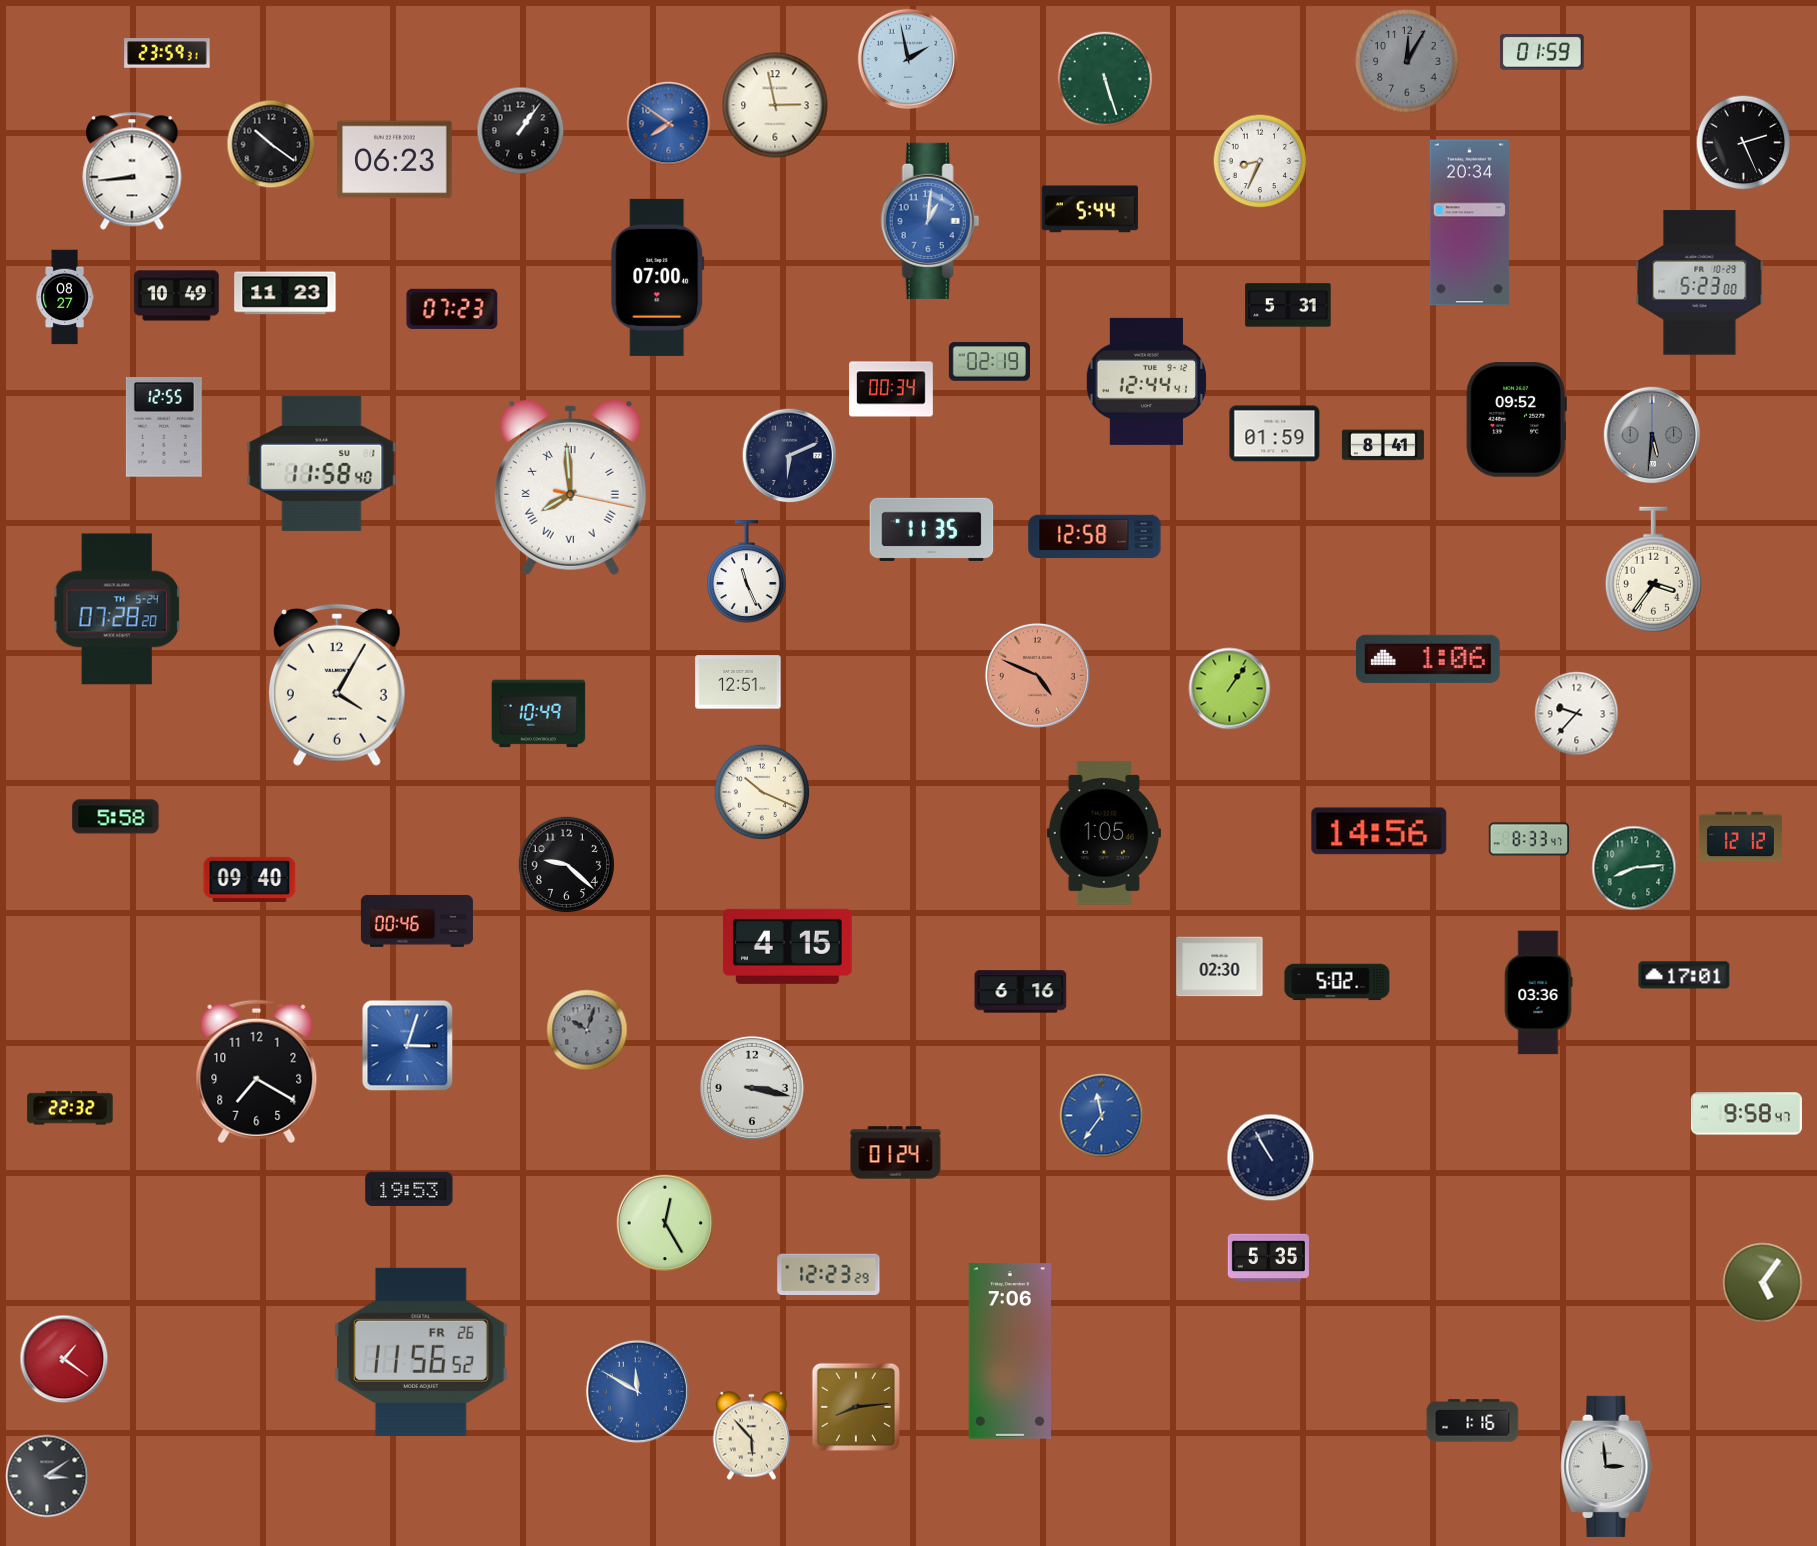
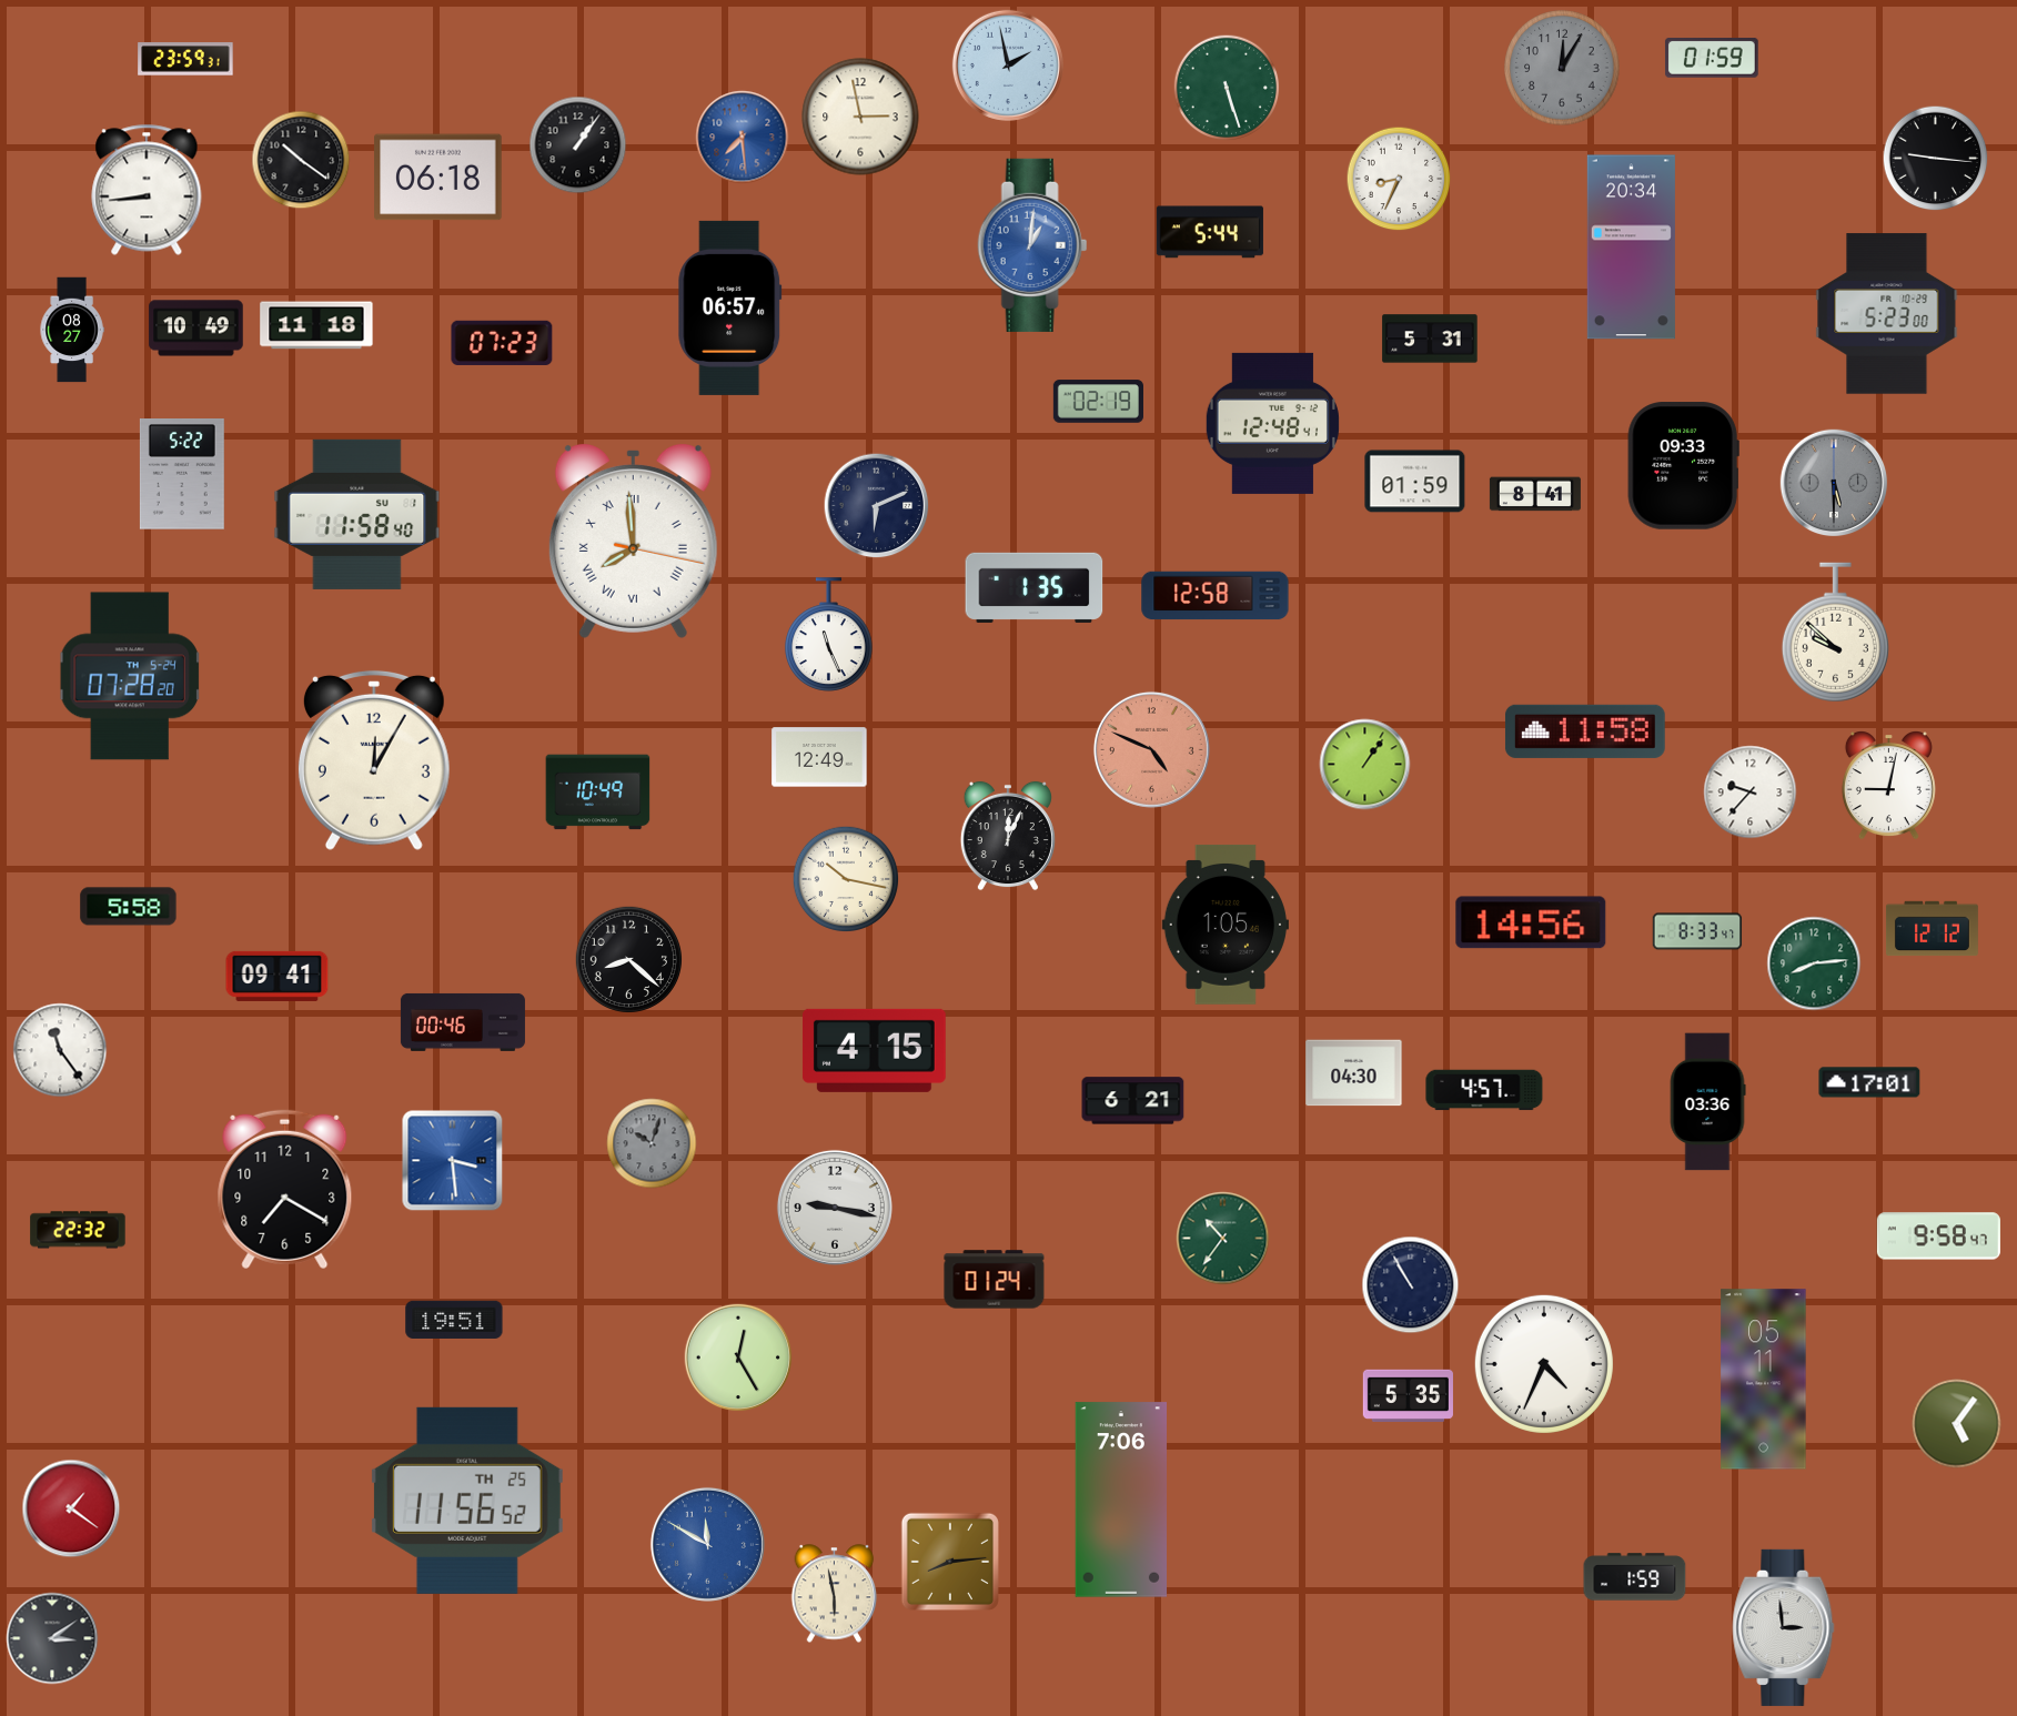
clock at (669, 124): 7:51 -> 7:29
clock at (1744, 143): 2:26 -> 9:16
clock at (395, 160): 06:23 -> 06:18
clock at (658, 277): 07:00 -> 06:57
clock at (285, 293): 11:23 -> 11:18
clock at (1146, 381): 12:44 -> 12:48
clock at (891, 389): 00:34 -> none
clock at (1516, 420): 09:52 -> 09:33
clock at (164, 428): 12:55 -> 5:22
clock at (1652, 435): 5:31 -> 5:30
clock at (932, 529): 11:35 -> 1:35
clock at (1653, 570): 3:36 -> 9:52
clock at (1428, 659): 1:06 -> 11:58
clock at (738, 682): 12:51 -> 12:49
clock at (337, 685): 4:05 -> 12:05
clock at (1888, 786): none -> 9:02
clock at (1008, 836): none -> 12:04
clock at (762, 792): 10:19 -> 10:17
clock at (566, 864): 9:22 -> 8:22
clock at (250, 879): 09:40 -> 09:41
clock at (60, 1050): none -> 11:24
clock at (1220, 967): 02:30 -> 04:30
clock at (1337, 982): 5:02 -> 4:57
clock at (1021, 992): 6:16 -> 6:21
clock at (408, 1046): 3:03 -> 3:29
clock at (752, 1088): 3:17 -> 9:17
clock at (1102, 1116): 11:36 -> 10:36
clock at (1102, 1116) dial: blue -> green
clock at (409, 1189): 19:53 -> 19:51
clock at (1544, 1364): none -> 4:34
clock at (1764, 1380): none -> 05:11
clock at (829, 1275): 12:23 -> none
clock at (421, 1352) date: FR 26 -> TH 25
clock at (1473, 1421): 1:16 -> 1:59
clock at (752, 1436): 5:53 -> 5:58
